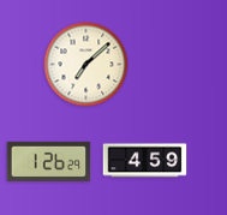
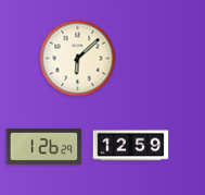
clock at (86, 65): 7:08 -> 6:08
clock at (145, 161): 4:59 -> 12:59
